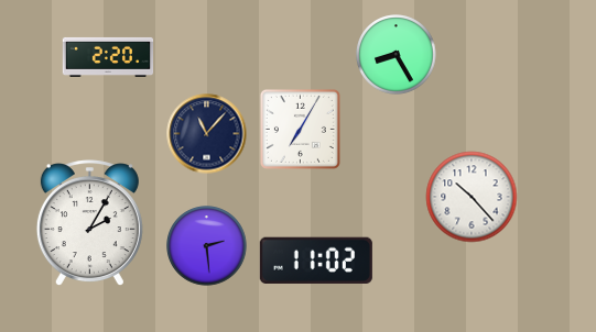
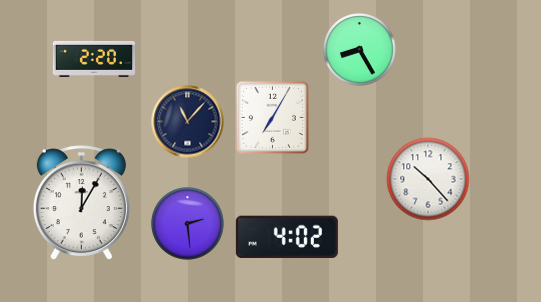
clock at (108, 57) position: (108, 57) -> (94, 59)
clock at (89, 223): 2:05 -> 12:05
clock at (316, 261): 11:02 -> 4:02
